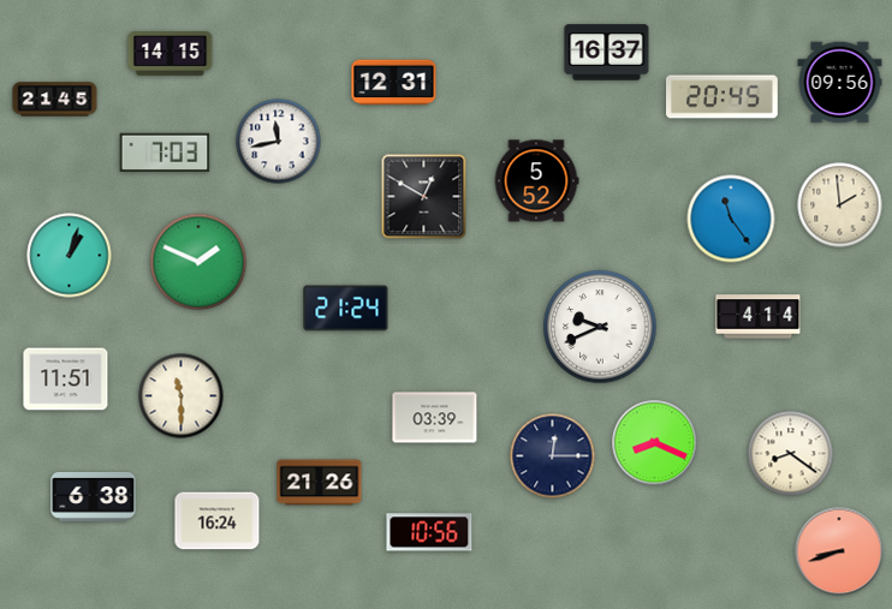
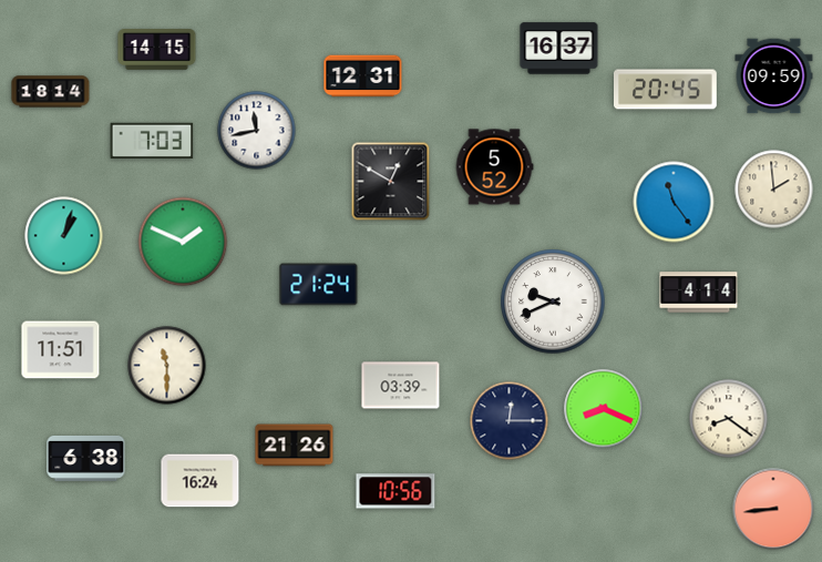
clock at (840, 83): 09:56 -> 09:59
clock at (55, 100): 21:45 -> 18:14
clock at (839, 551): 8:42 -> 8:44
